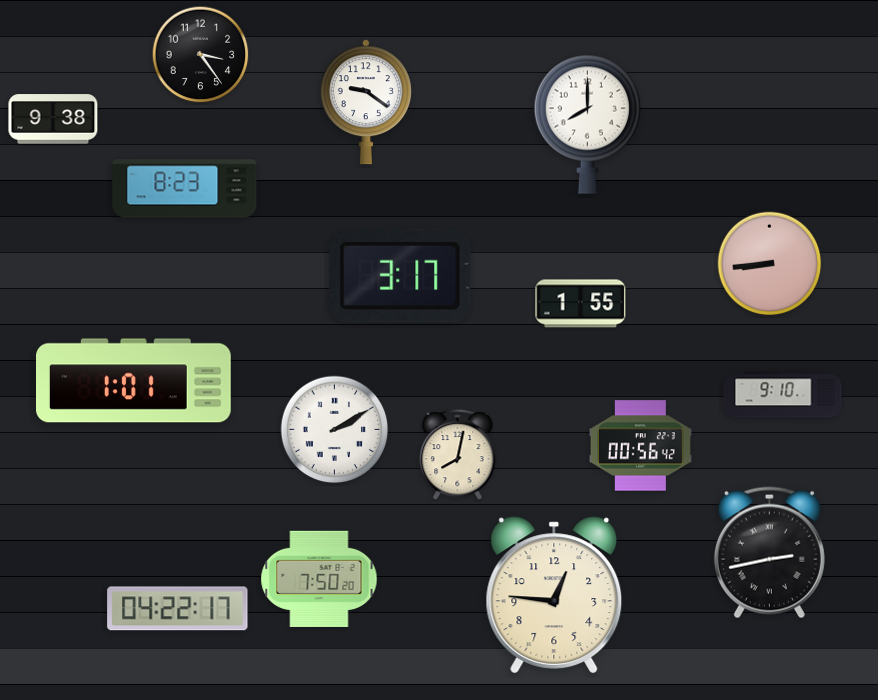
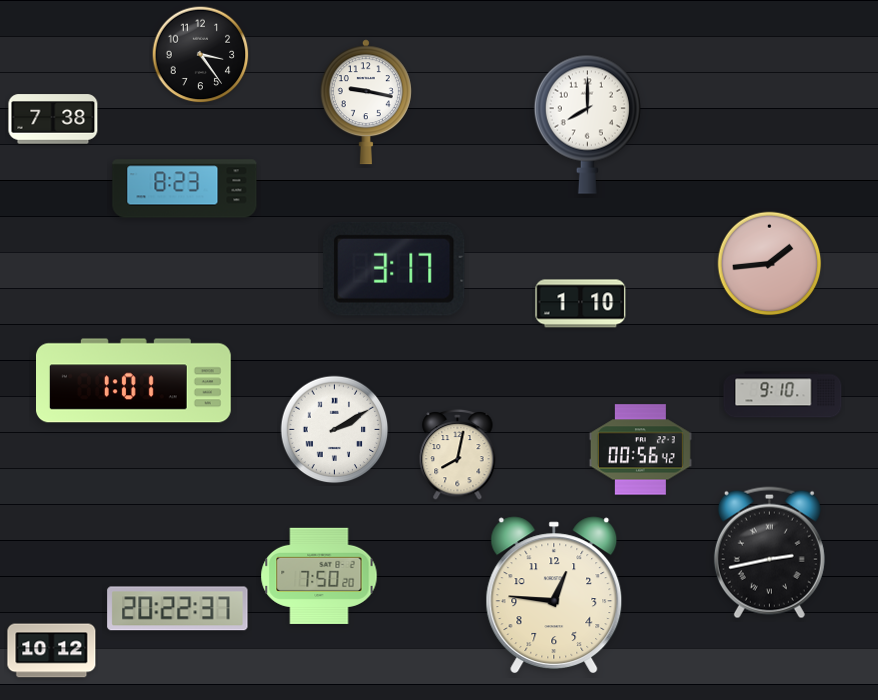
clock at (366, 102): 9:21 -> 9:17
clock at (53, 119): 9:38 -> 7:38
clock at (770, 264): 8:44 -> 1:44
clock at (400, 276) position: (400, 276) -> (394, 269)
clock at (581, 304): 1:55 -> 1:10
clock at (640, 446) position: (640, 446) -> (640, 450)
clock at (319, 579) position: (319, 579) -> (319, 576)
clock at (178, 609): 04:22 -> 20:22
clock at (52, 651): none -> 10:12
